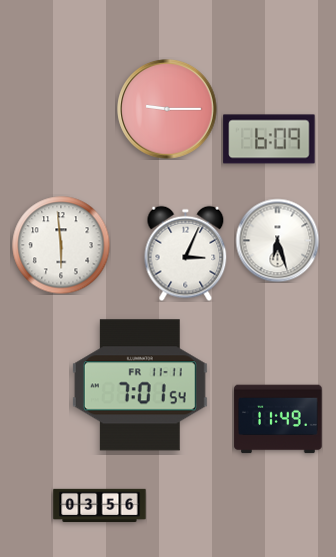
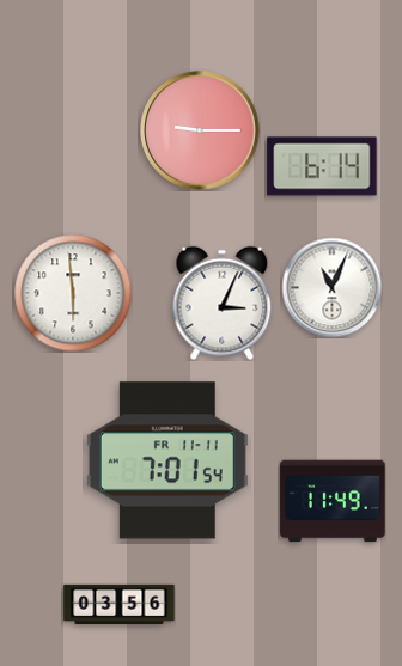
clock at (269, 139): 6:09 -> 6:14
clock at (277, 240): 6:27 -> 11:04
